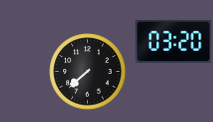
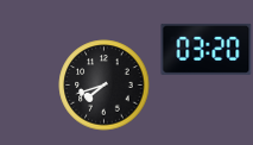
clock at (88, 72): 7:38 -> 7:42
